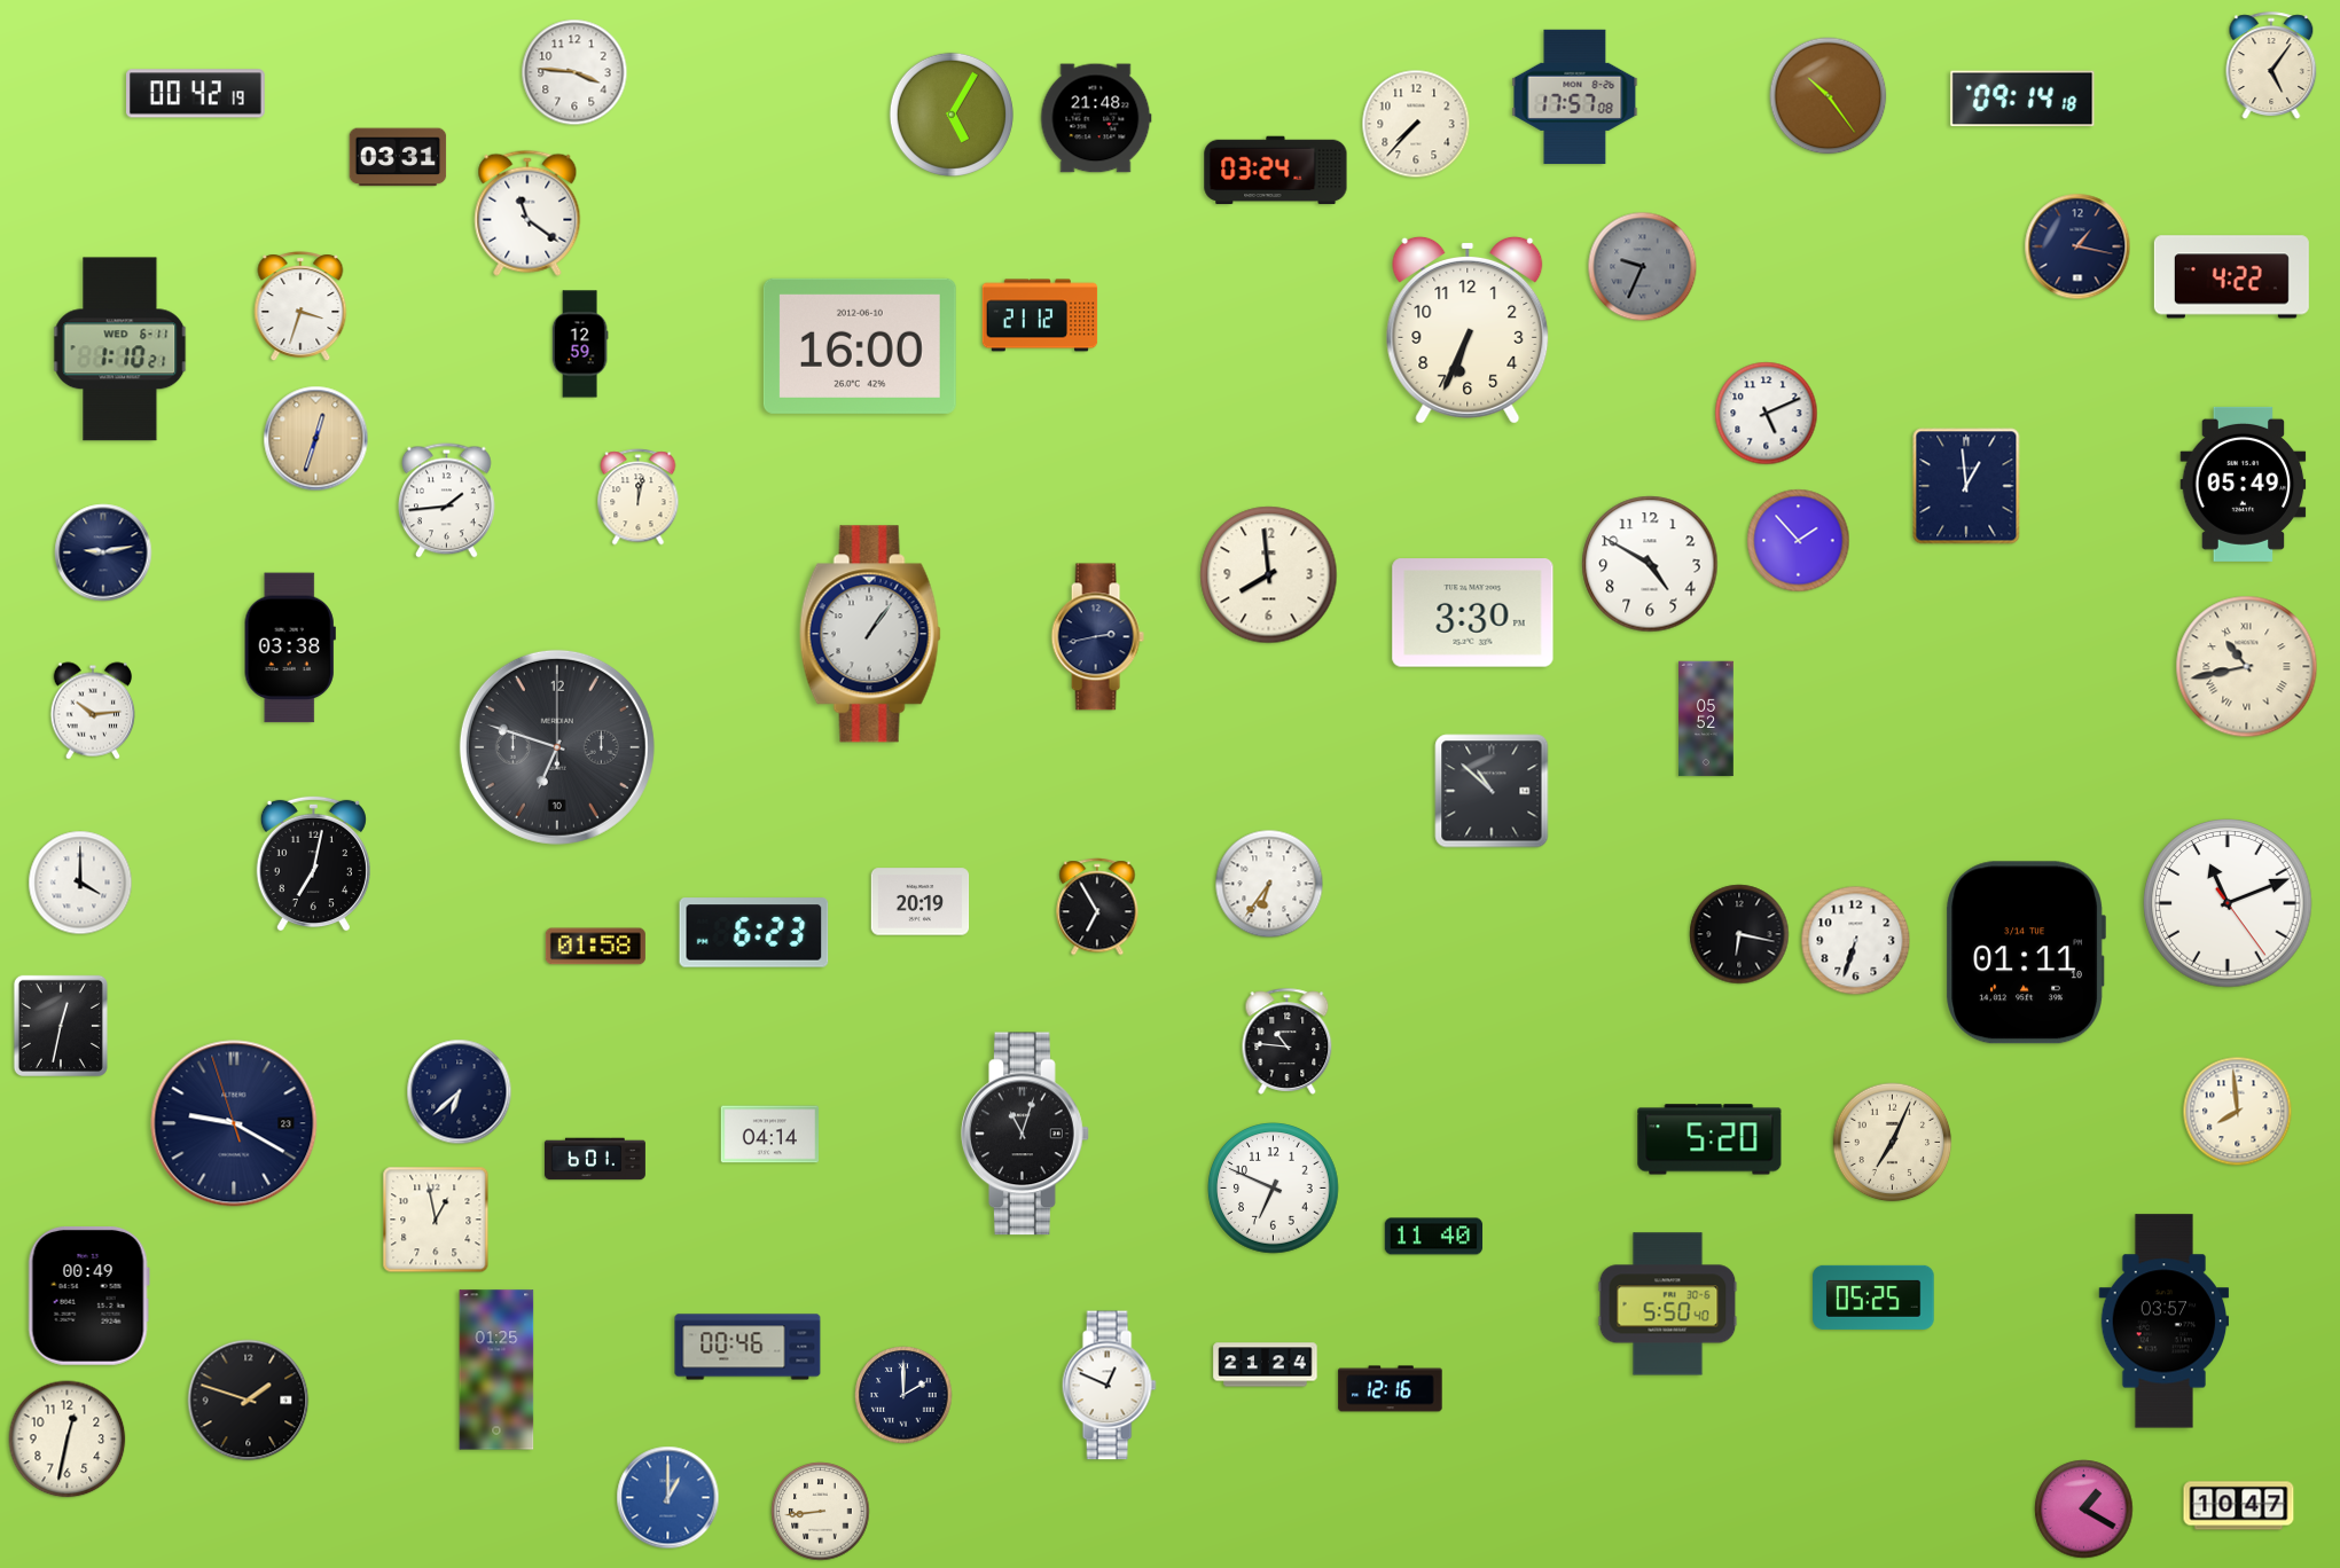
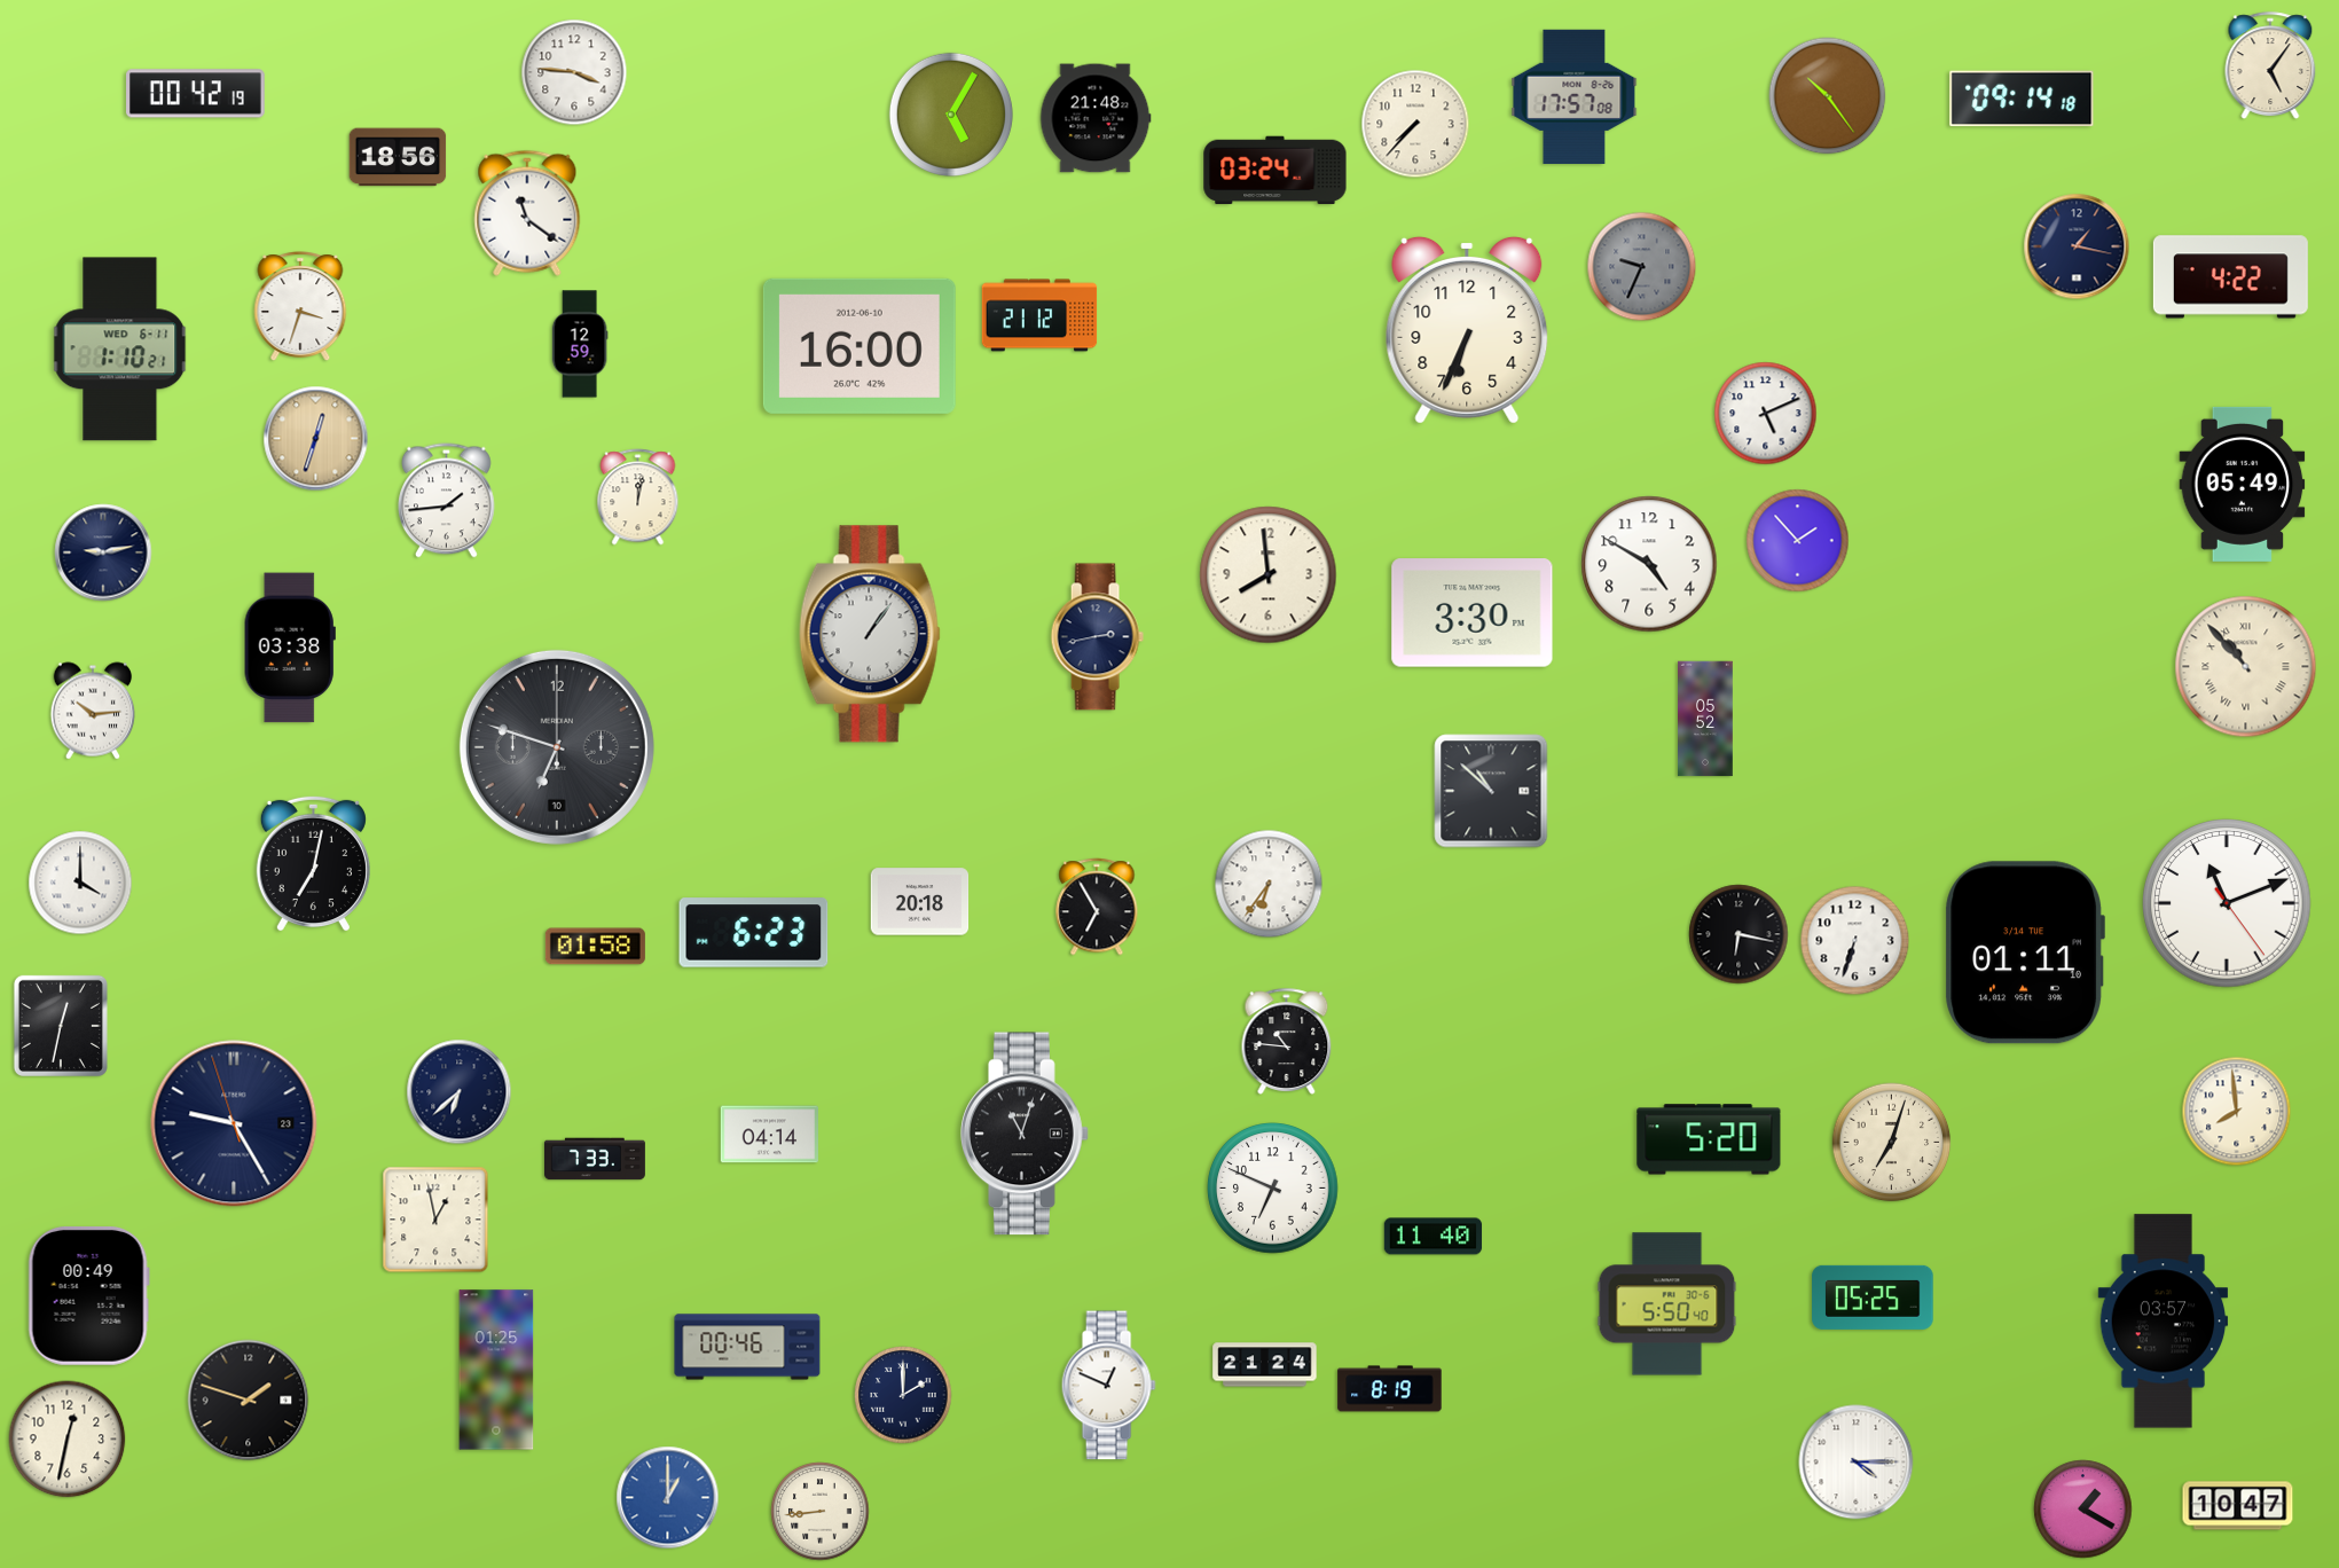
clock at (398, 157): 03:31 -> 18:56
clock at (1966, 486): 12:59 -> none
clock at (2247, 667): 10:43 -> 10:53
clock at (921, 902): 20:19 -> 20:18
clock at (234, 1123): 9:19 -> 9:24
clock at (1893, 1143): 7:04 -> 7:03
clock at (595, 1159): 6:01 -> 7:33
clock at (1391, 1389): 12:16 -> 8:19
clock at (1857, 1463): none -> 4:15
